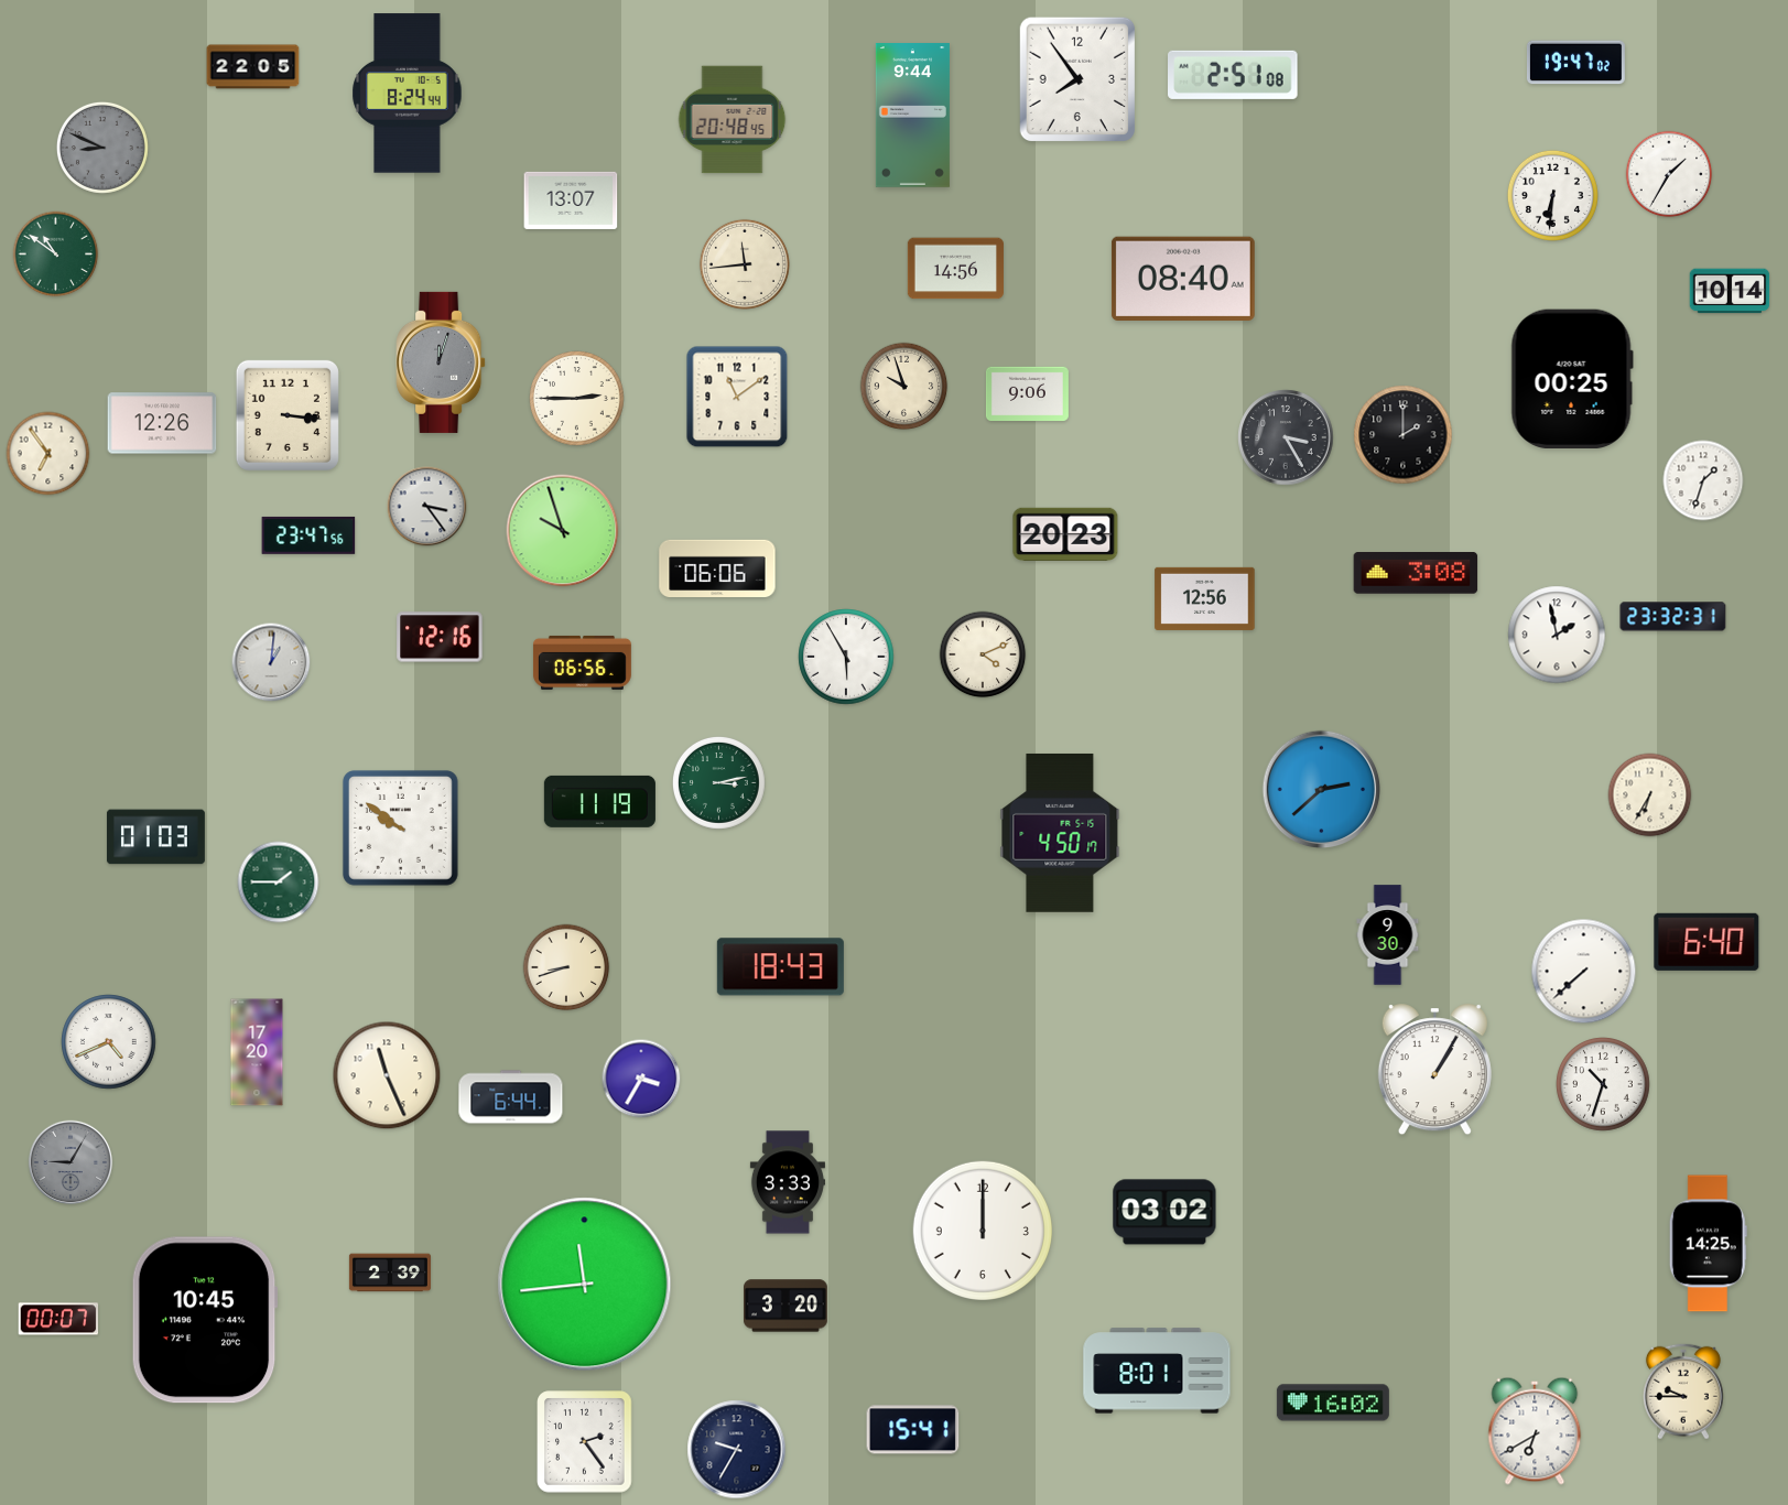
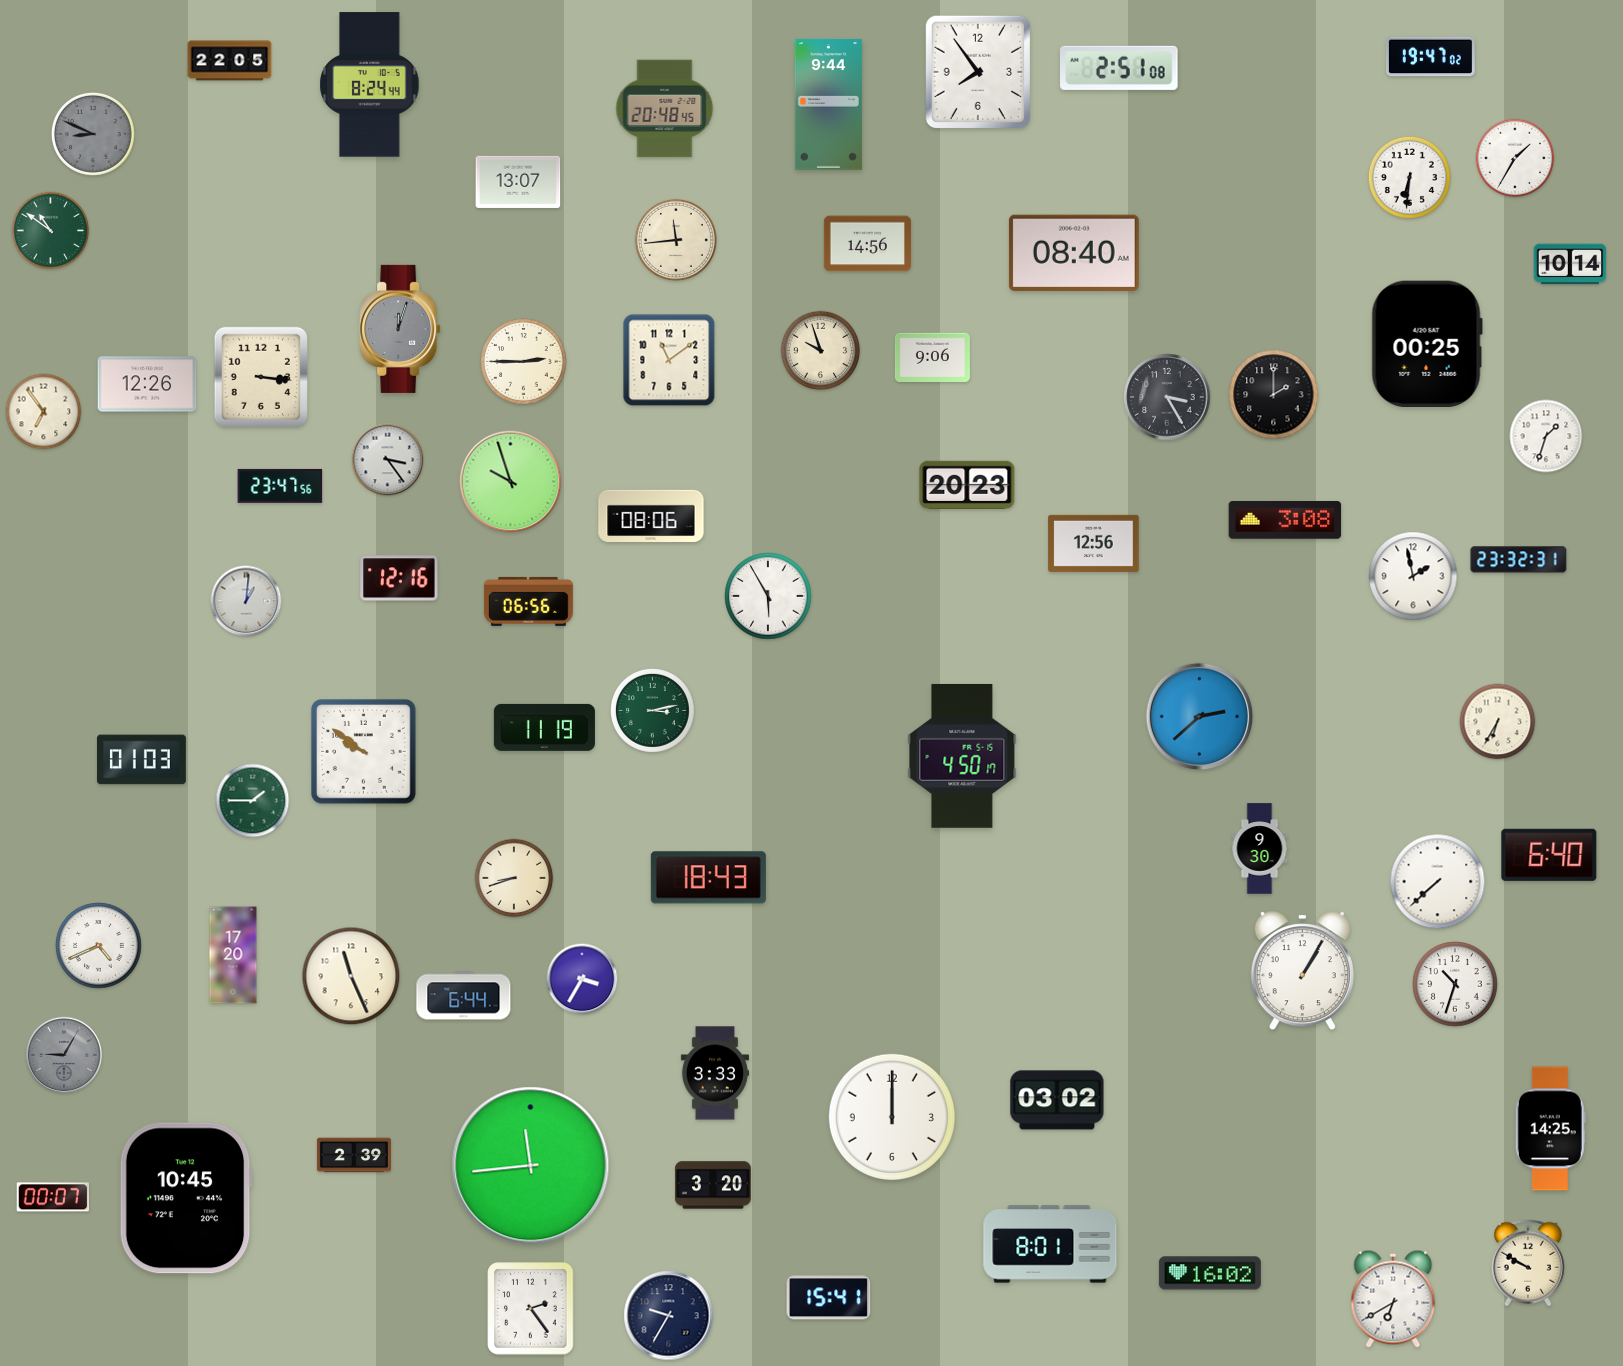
clock at (717, 567): 06:06 -> 08:06
clock at (983, 654): 4:11 -> none
clock at (1683, 1392): 9:45 -> 9:50
